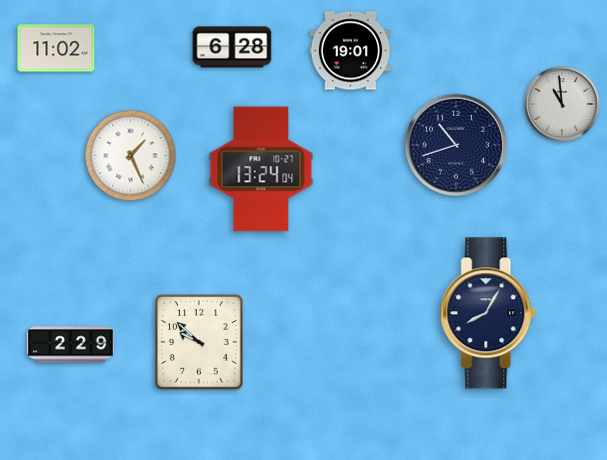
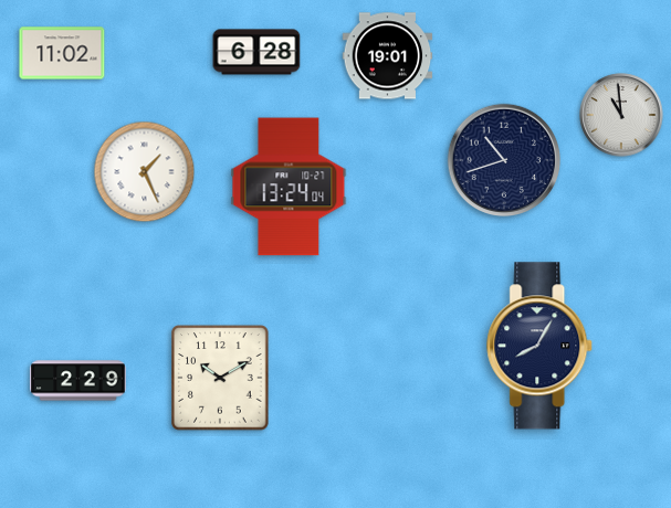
clock at (199, 342): 9:52 -> 10:10
